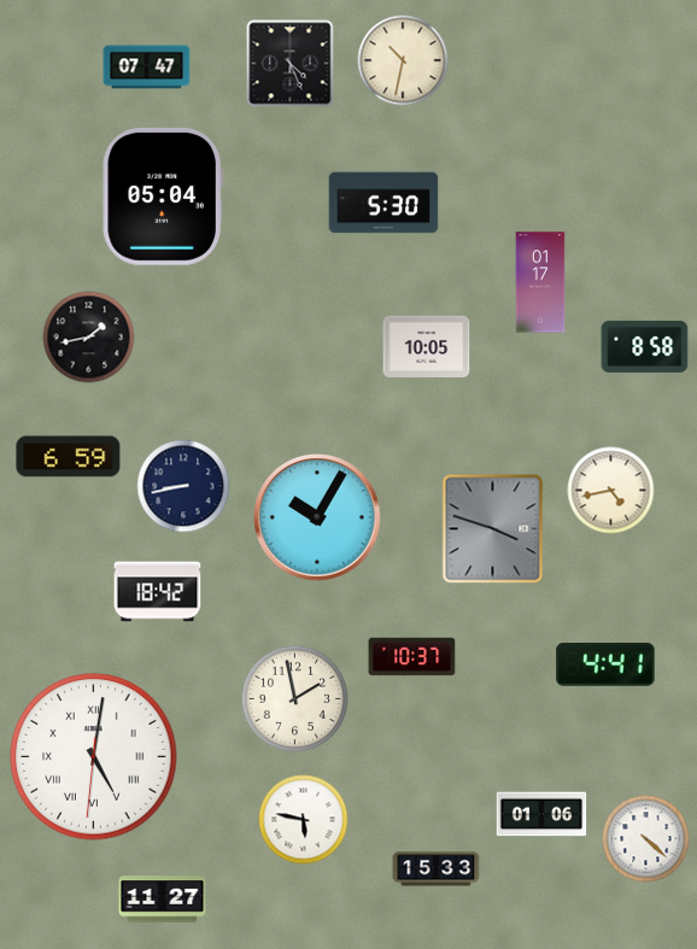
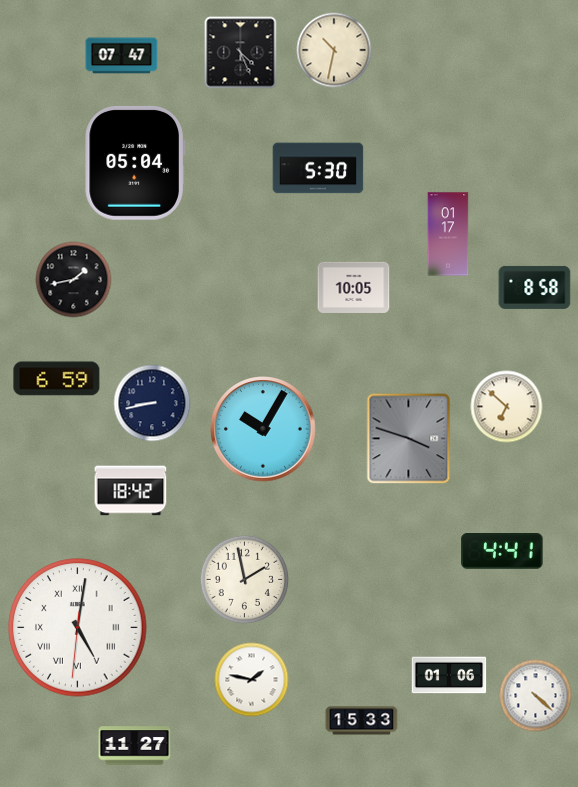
clock at (611, 491): 4:43 -> 6:52
clock at (412, 657): 10:37 -> none
clock at (304, 820): 5:47 -> 1:47
